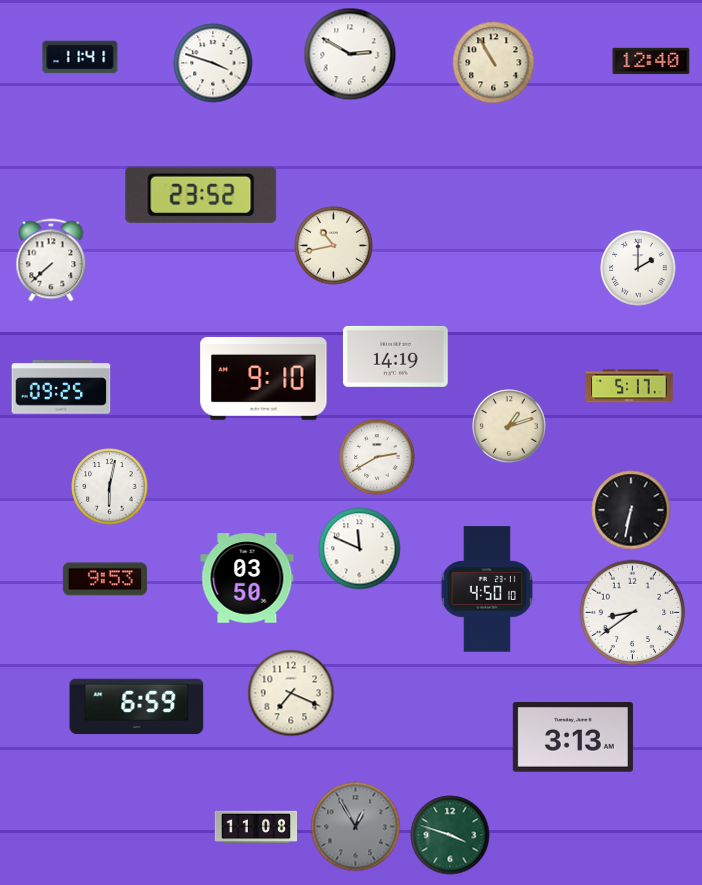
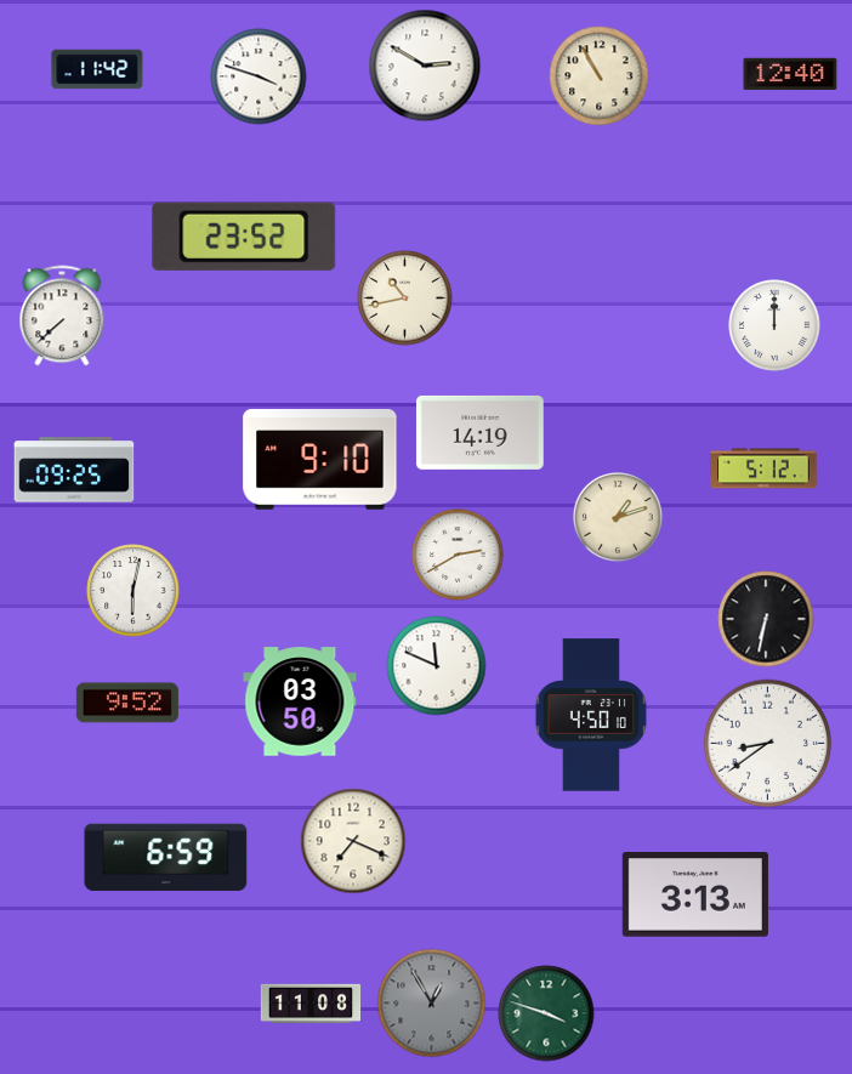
clock at (80, 57): 11:41 -> 11:42
clock at (638, 268): 2:00 -> 12:00
clock at (629, 386): 5:17 -> 5:12
clock at (105, 579): 9:53 -> 9:52
